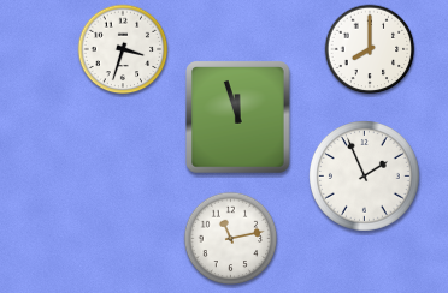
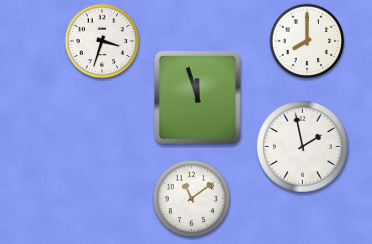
clock at (365, 177): 1:56 -> 1:58
clock at (231, 239): 11:13 -> 11:09
